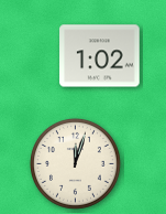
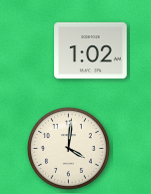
clock at (75, 163): 12:03 -> 4:01
